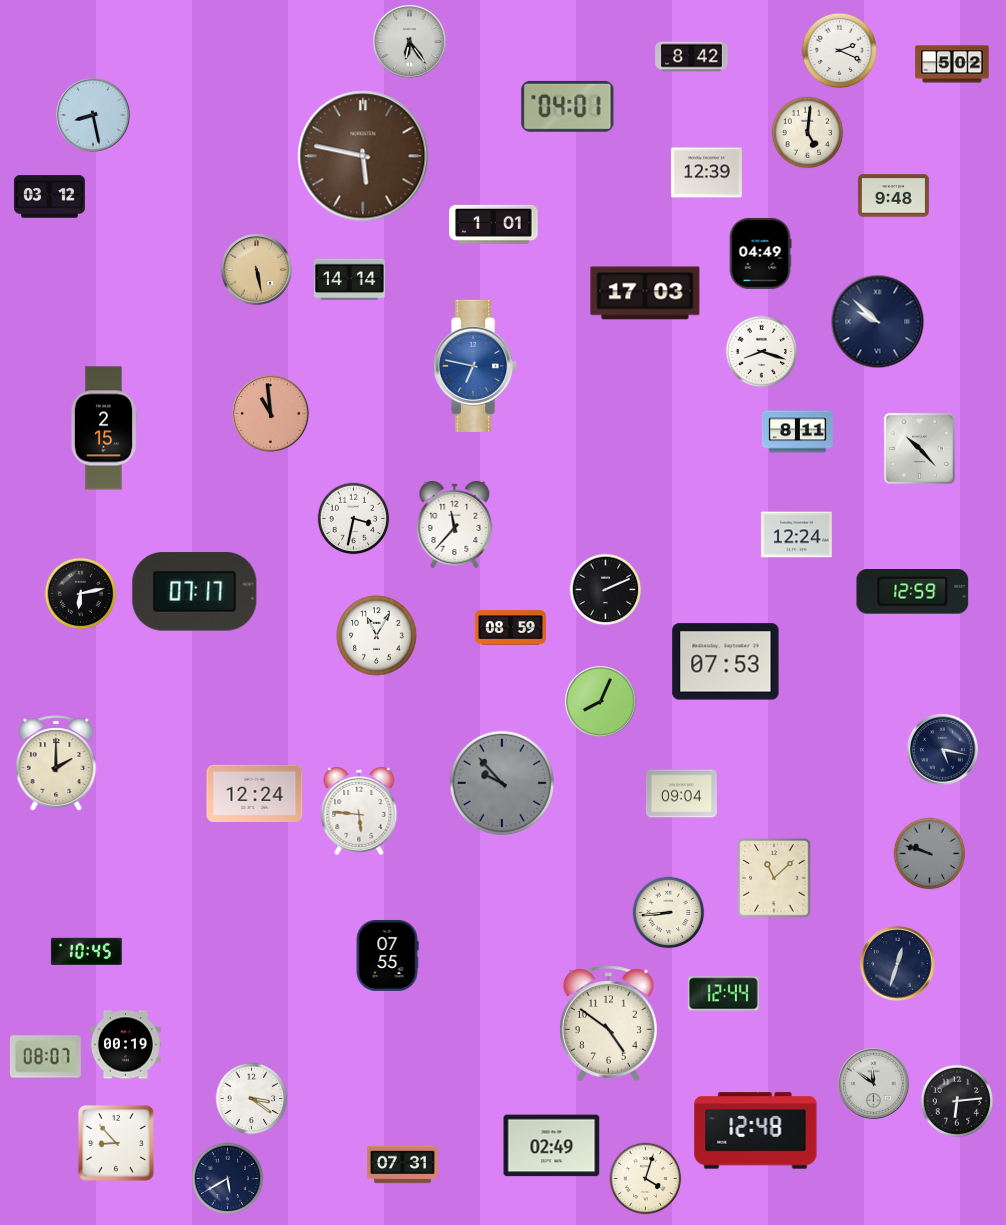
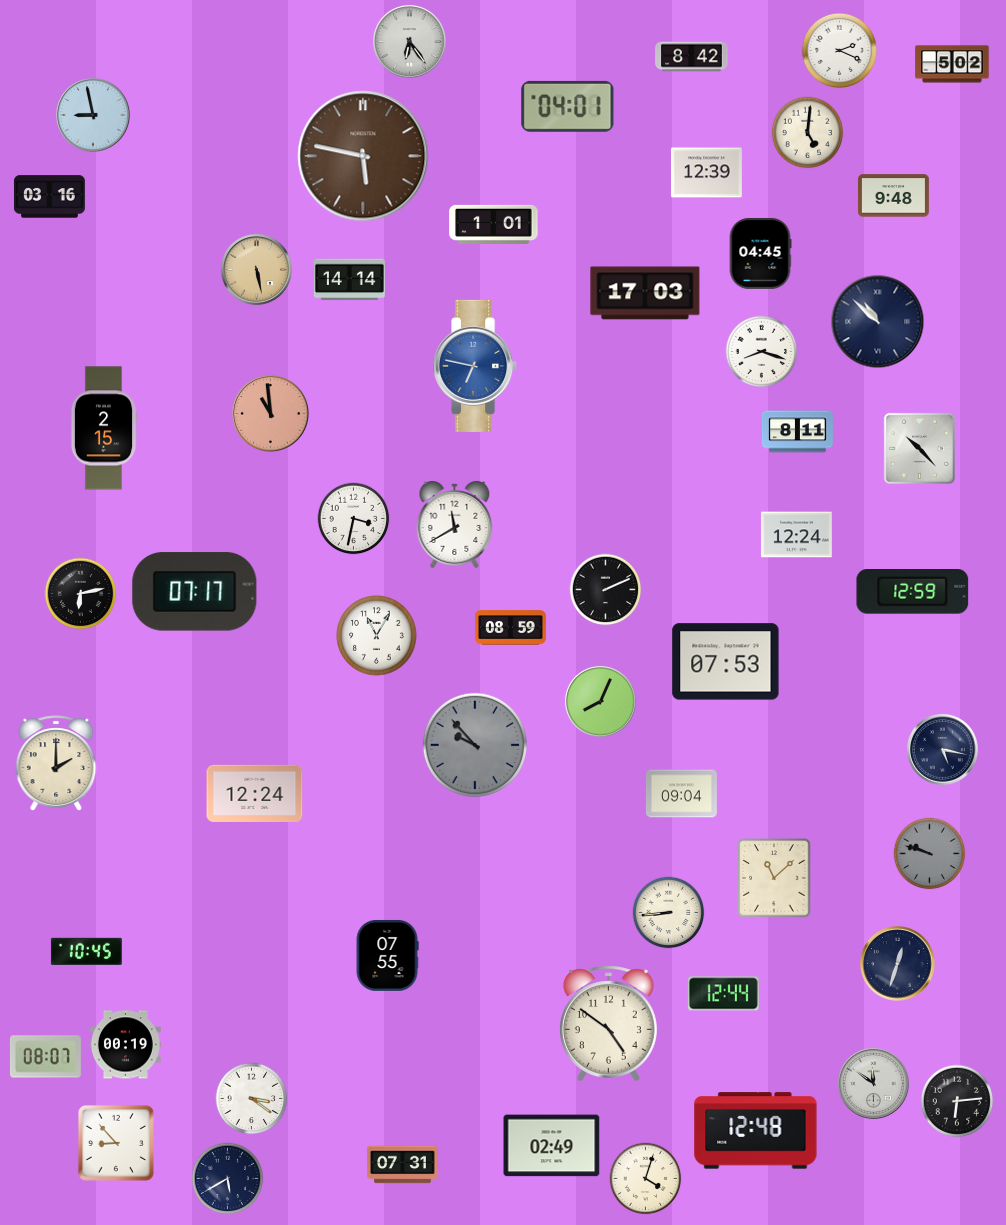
clock at (94, 116): 8:28 -> 8:58
clock at (49, 197): 03:12 -> 03:16
clock at (760, 253): 04:49 -> 04:45
clock at (878, 322): 9:52 -> 10:52
clock at (455, 524): 11:37 -> 11:40
clock at (502, 783) position: (502, 783) -> (475, 745)
clock at (359, 811): 5:46 -> none
